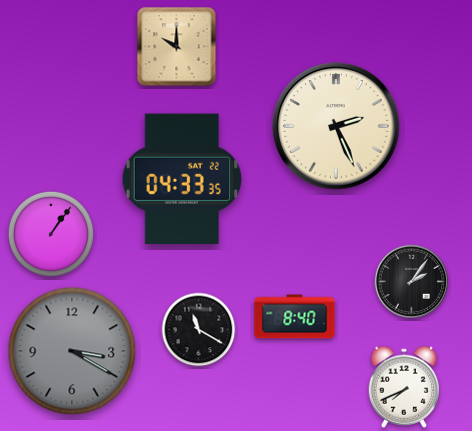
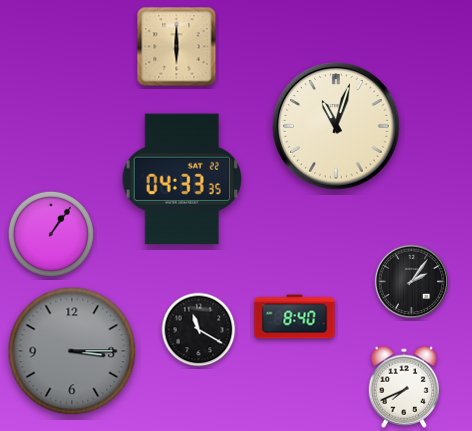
clock at (177, 47): 10:00 -> 6:00
clock at (336, 126): 2:26 -> 11:03
clock at (72, 351): 3:20 -> 3:15
